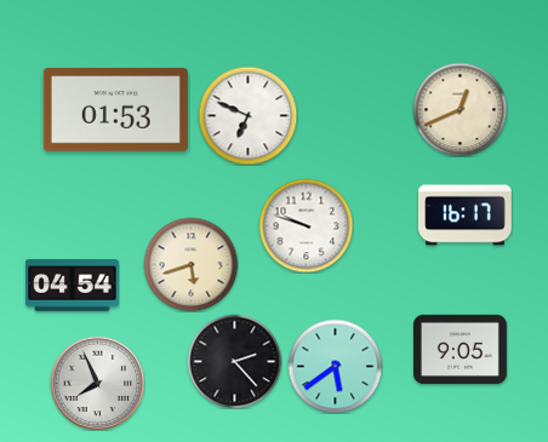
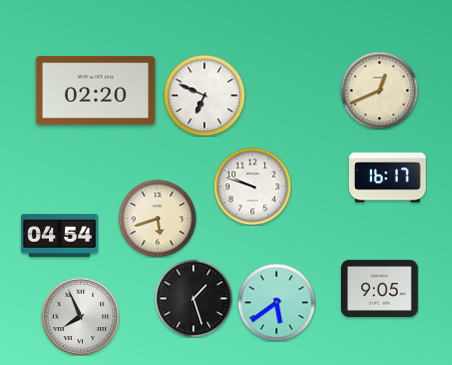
clock at (115, 110): 01:53 -> 02:20
clock at (466, 216) position: (466, 216) -> (388, 178)
clock at (234, 361): 2:23 -> 1:27
